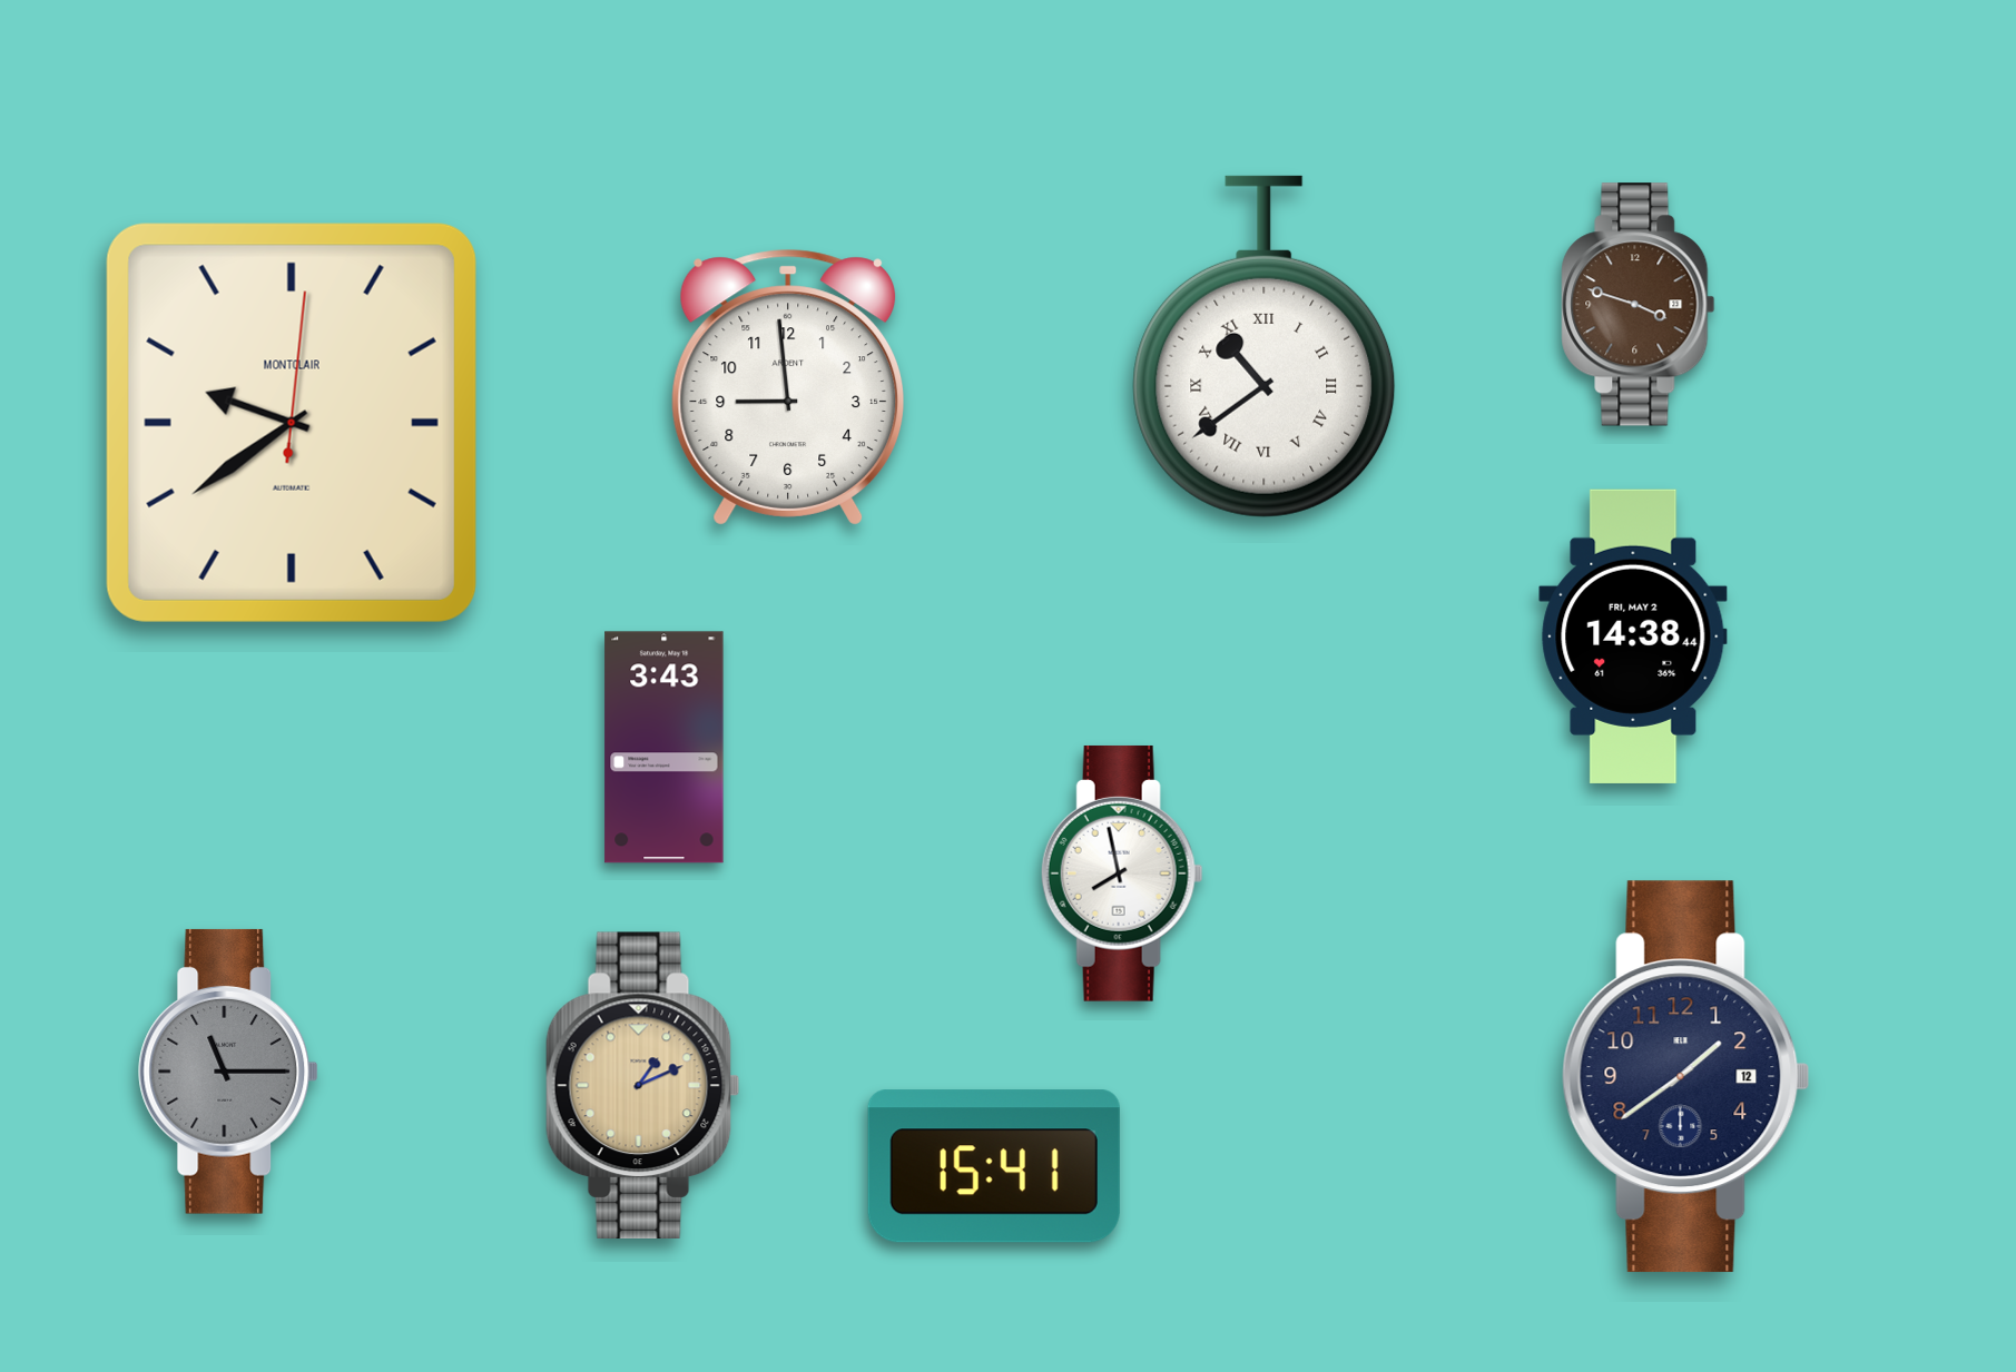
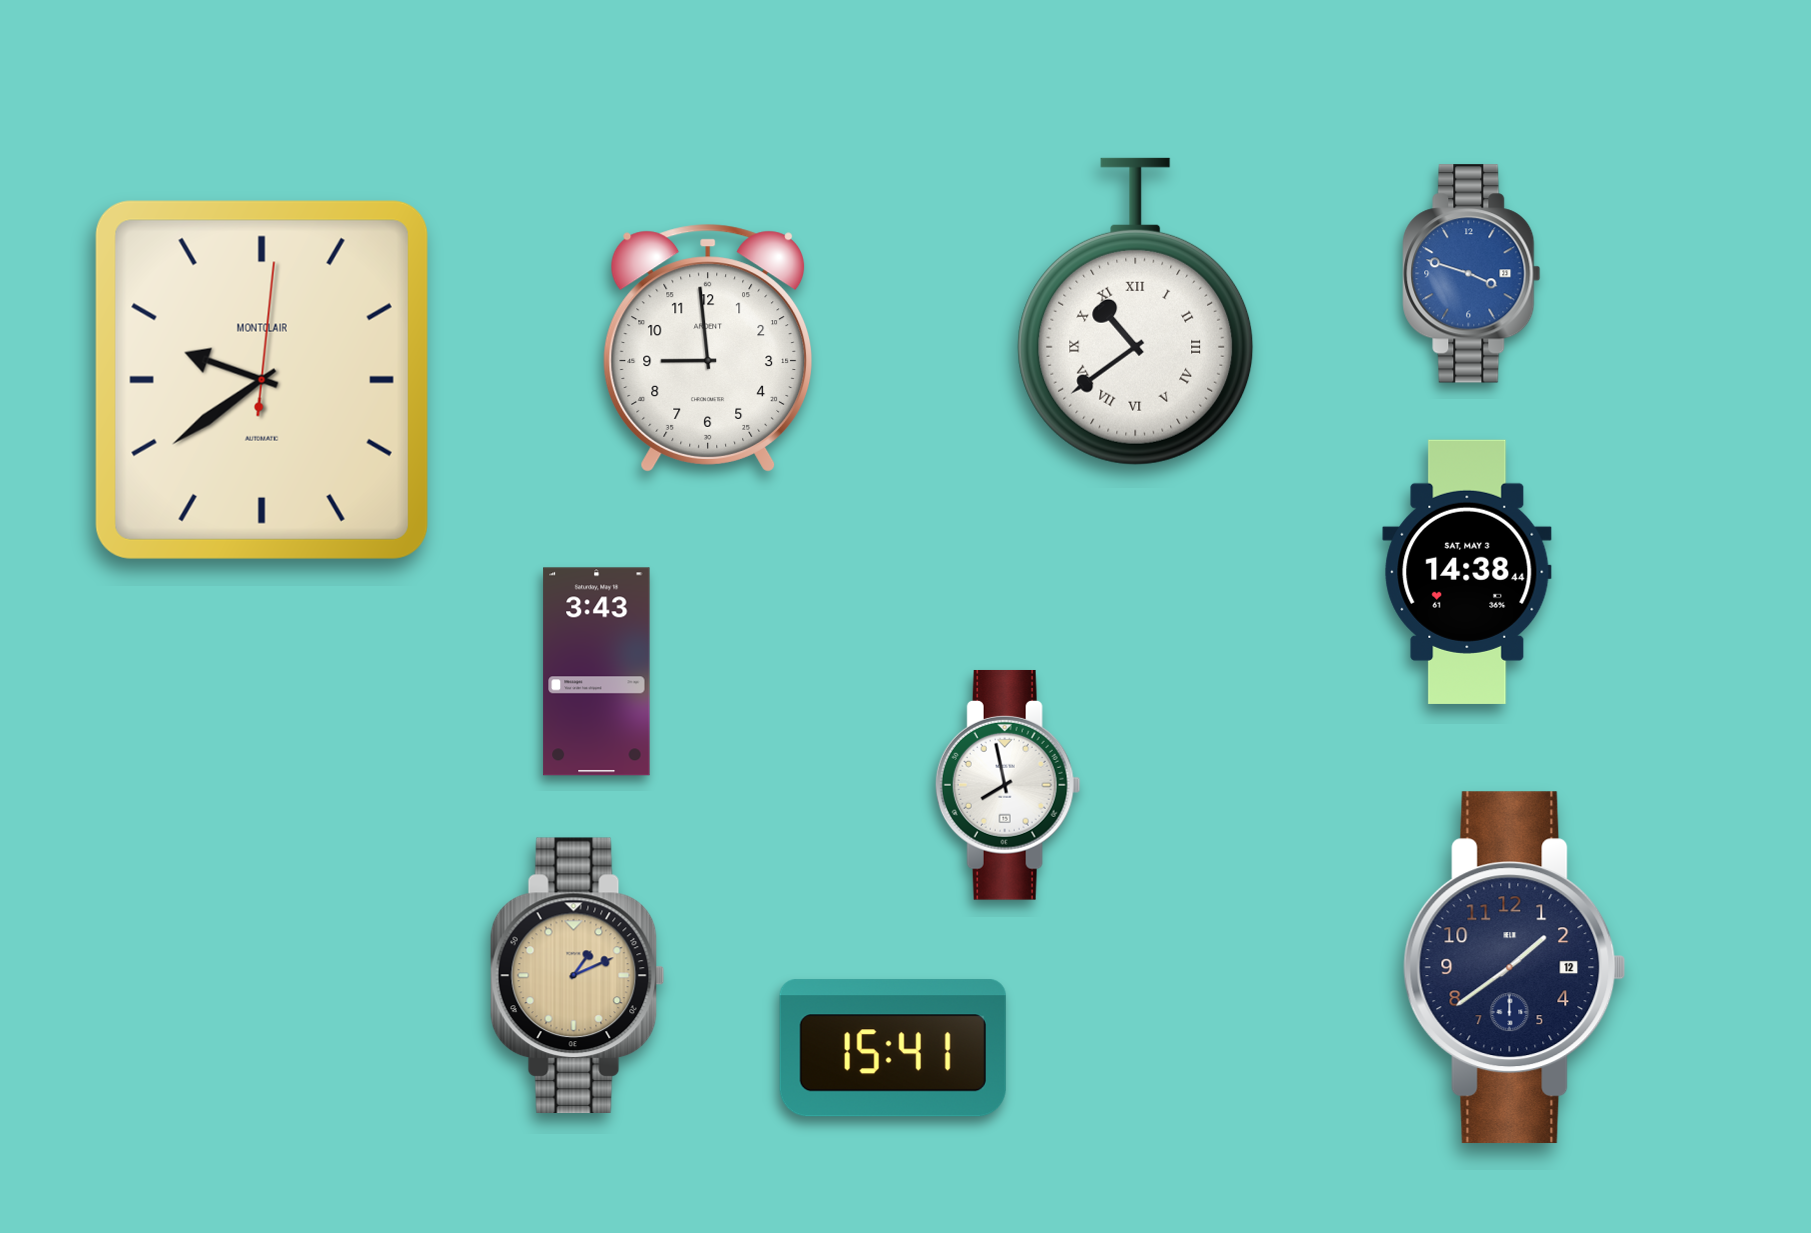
clock at (1639, 305) dial: brown -> blue
clock at (1633, 636) date: FRI, MAY 2 -> SAT, MAY 3
clock at (228, 1072): 11:15 -> none
